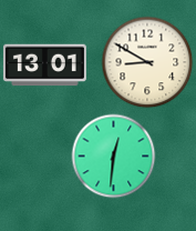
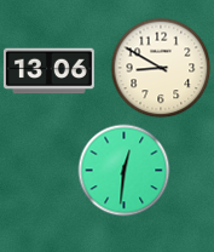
clock at (44, 66): 13:01 -> 13:06
